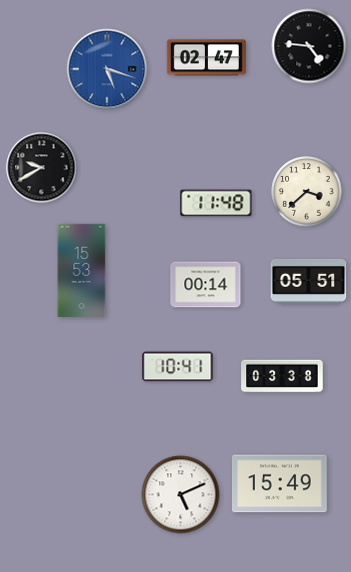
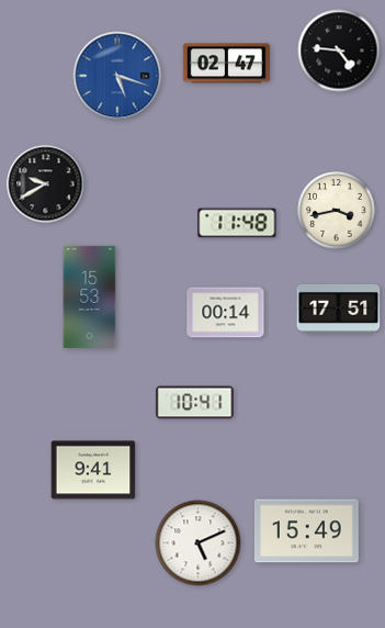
clock at (307, 192): 3:38 -> 3:43
clock at (309, 281): 05:51 -> 17:51
clock at (282, 376): 03:38 -> none
clock at (93, 470): none -> 9:41
